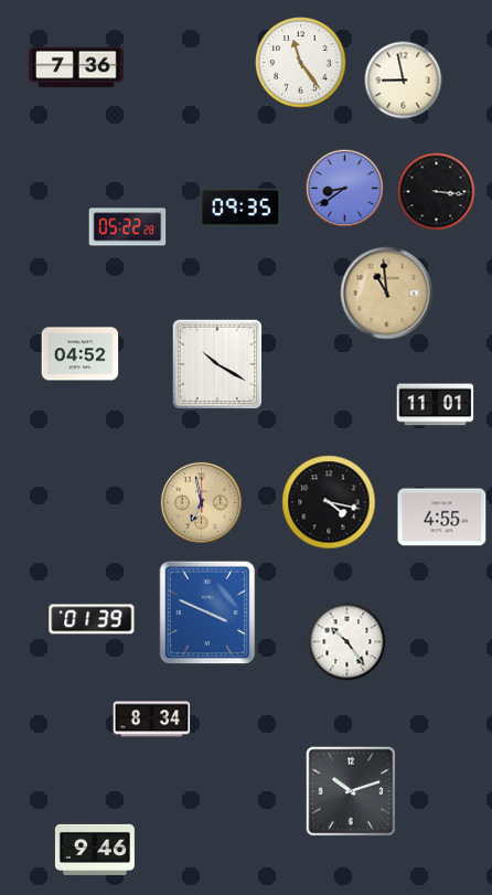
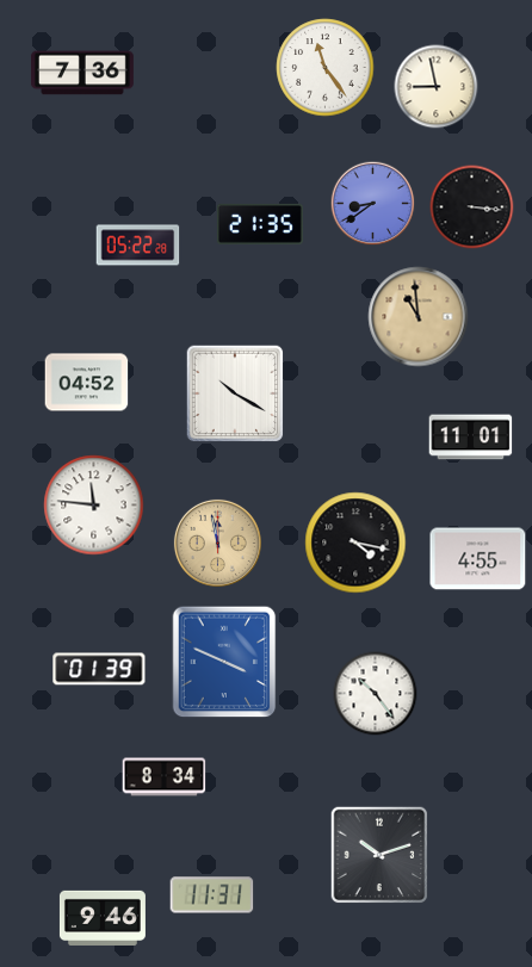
clock at (240, 207): 09:35 -> 21:35
clock at (94, 506): none -> 11:46
clock at (201, 502): 6:58 -> 11:58
clock at (212, 895): none -> 11:31
